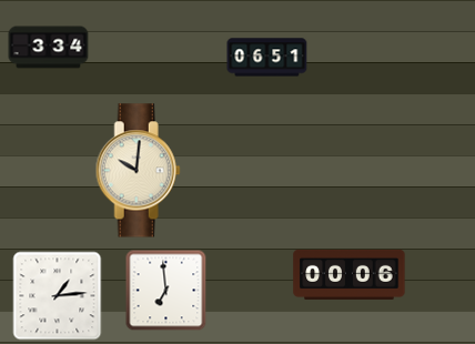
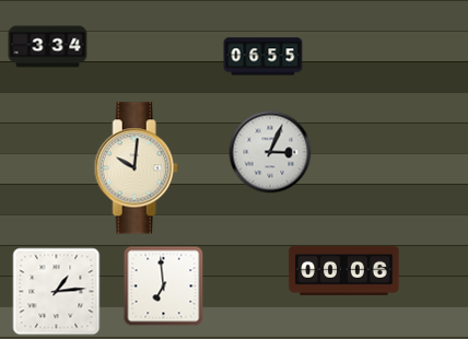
clock at (267, 58): 06:51 -> 06:55
clock at (270, 152): none -> 3:04
